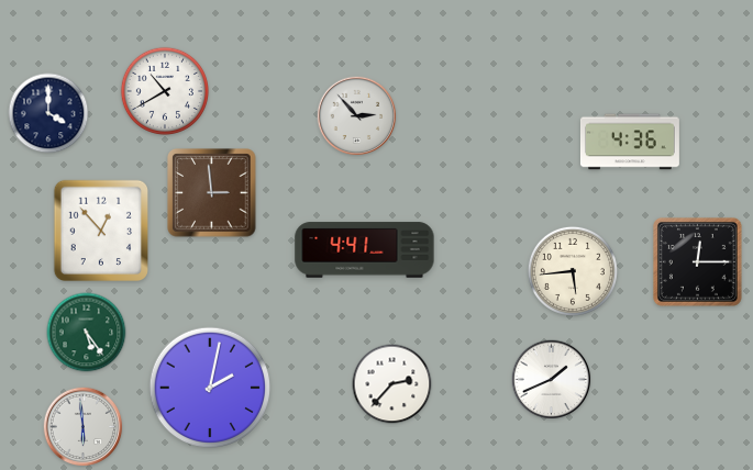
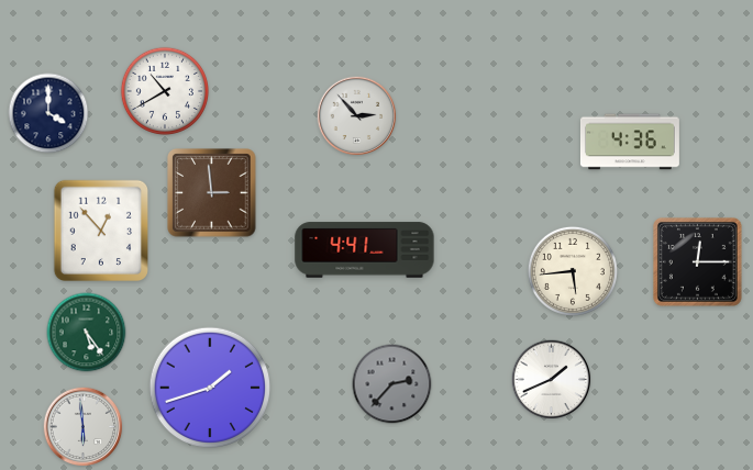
clock at (392, 384) dial: white -> grey
clock at (210, 388): 2:02 -> 1:42
